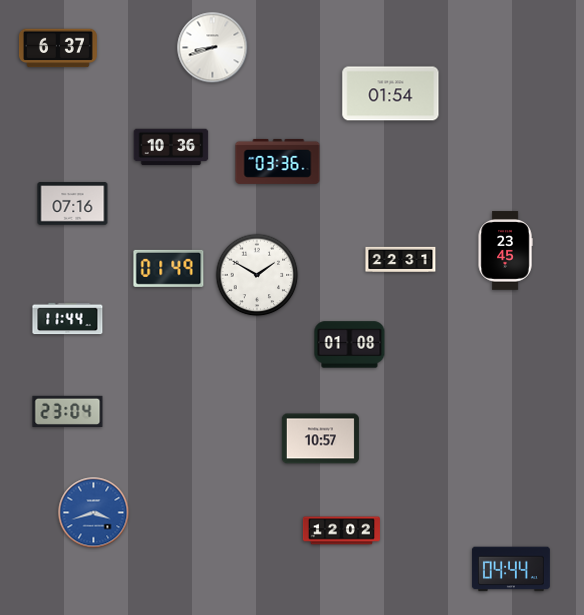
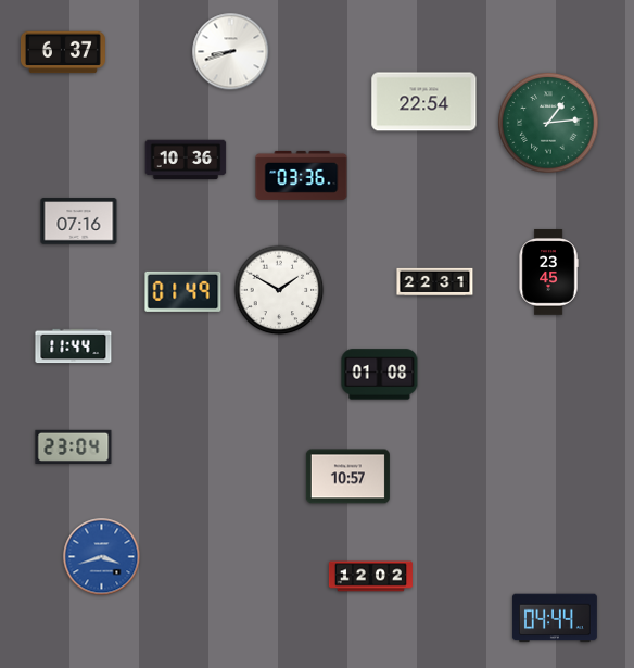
clock at (391, 94): 01:54 -> 22:54
clock at (548, 123): none -> 1:14
clock at (257, 275) position: (257, 275) -> (279, 290)
